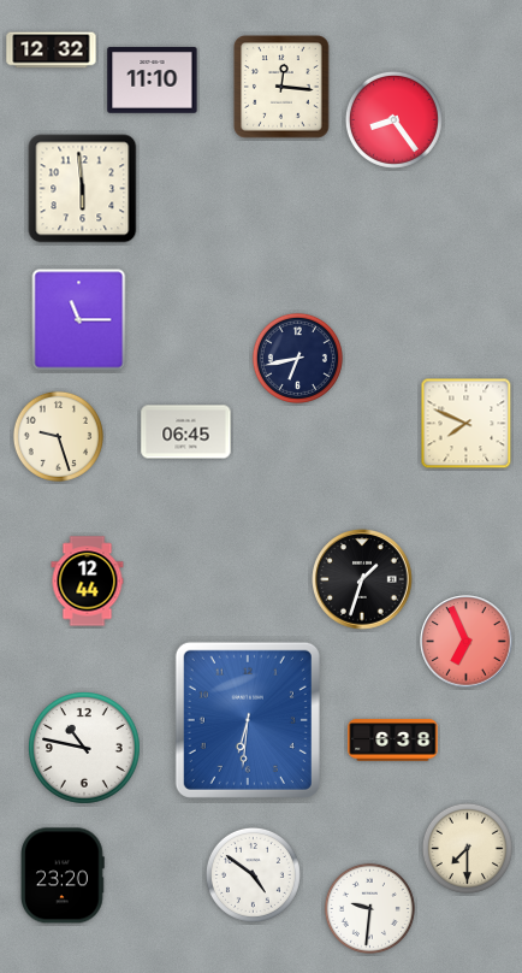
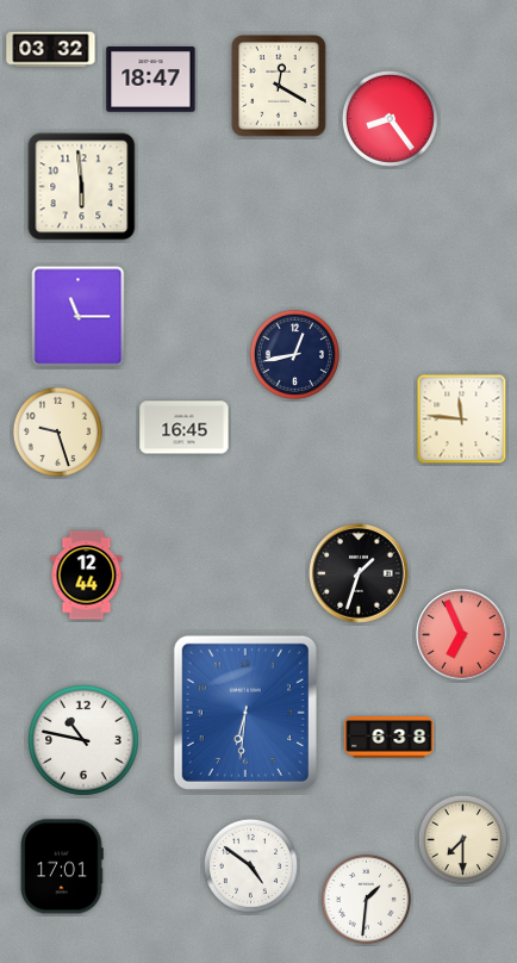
clock at (52, 51): 12:32 -> 03:32
clock at (153, 81): 11:10 -> 18:47
clock at (281, 87): 12:16 -> 12:20
clock at (297, 358): 6:43 -> 12:43
clock at (467, 424): 7:49 -> 11:46
clock at (186, 432): 06:45 -> 16:45
clock at (393, 741) position: (393, 741) -> (390, 738)
clock at (63, 875): 23:20 -> 17:01
clock at (369, 908): 9:31 -> 1:31
